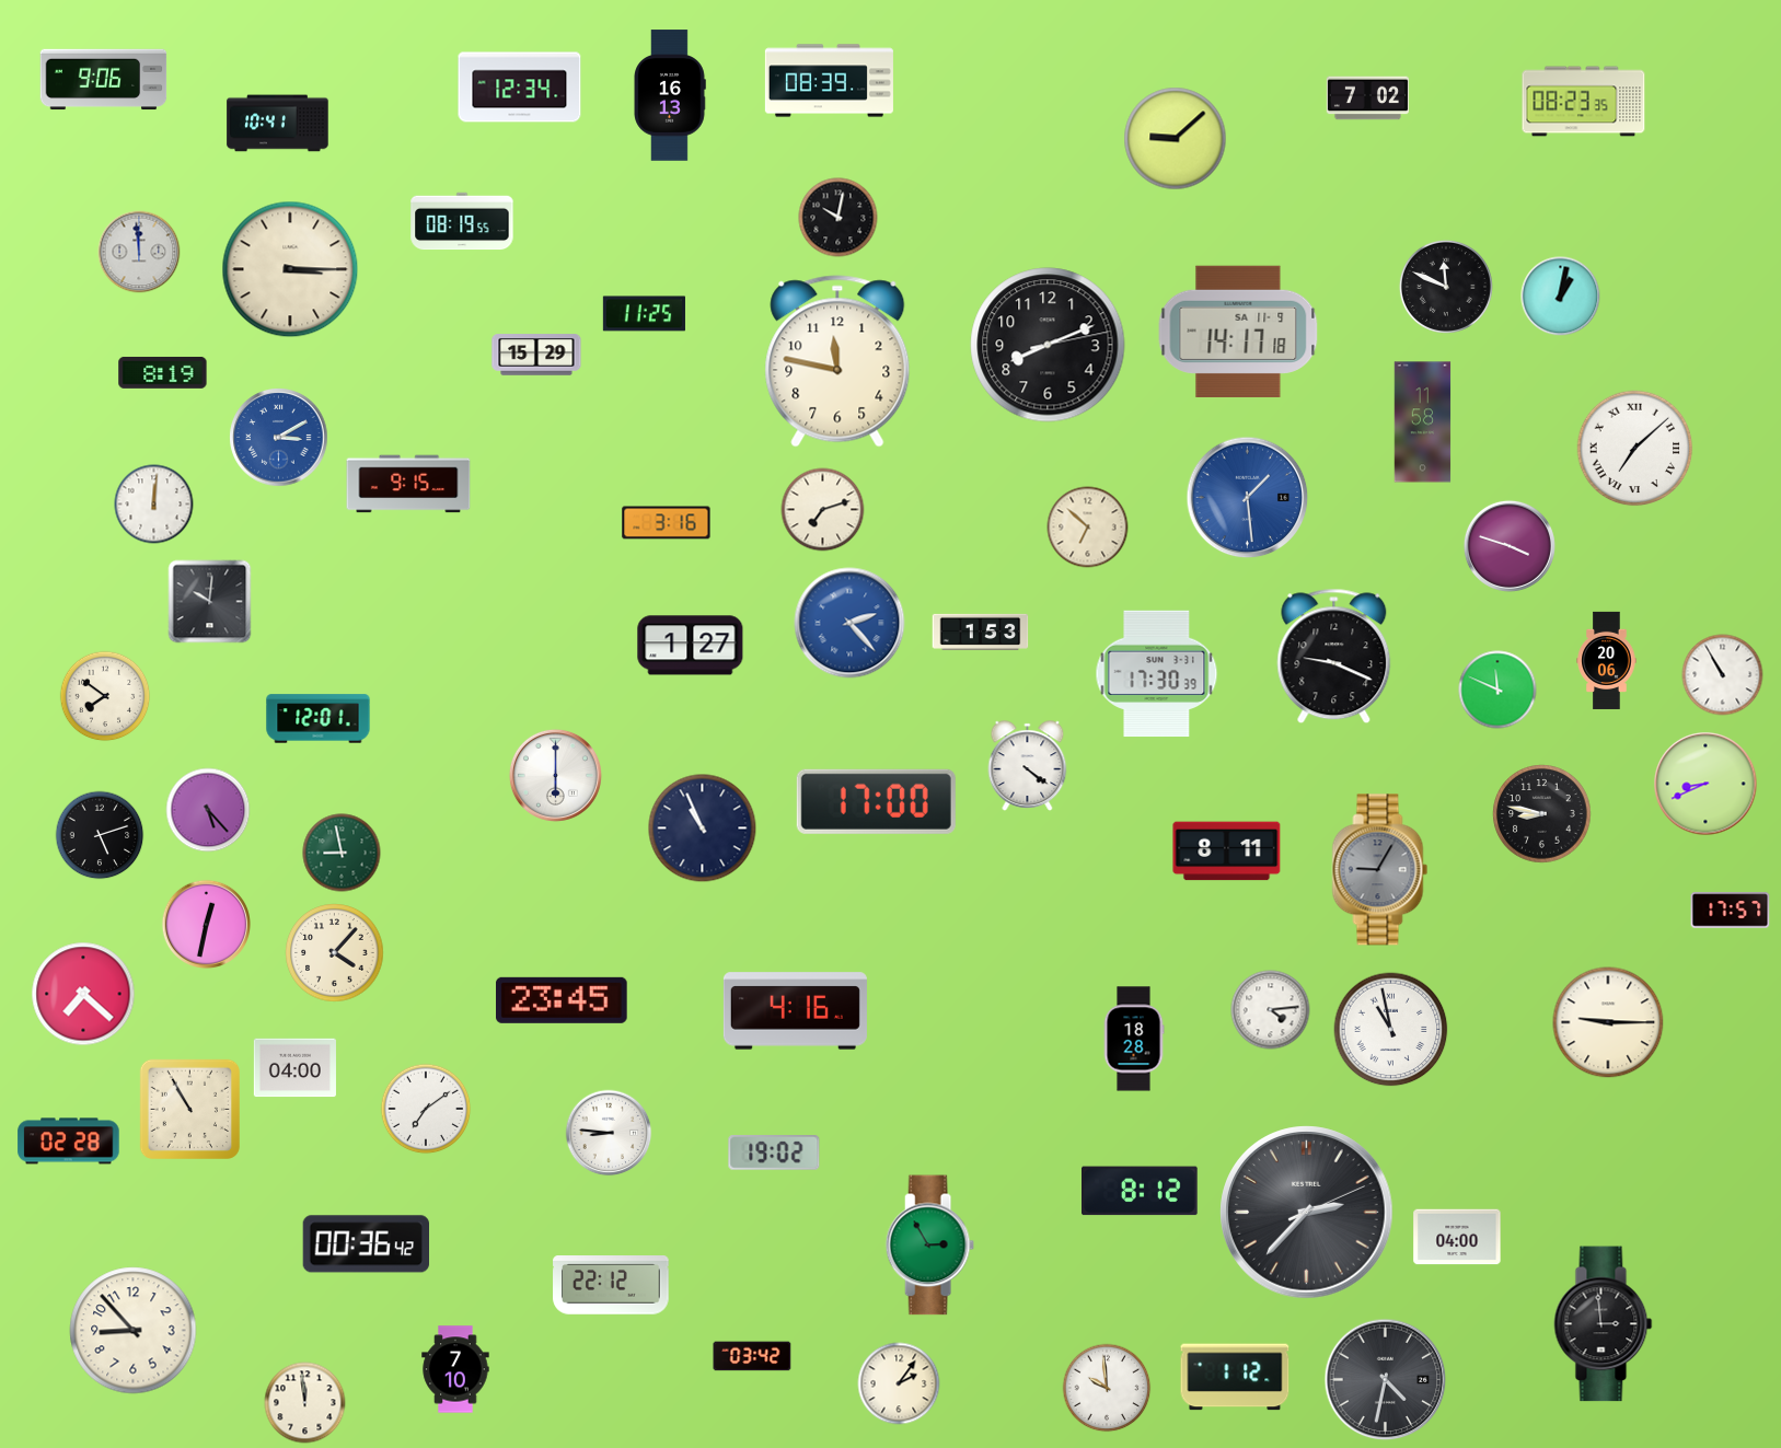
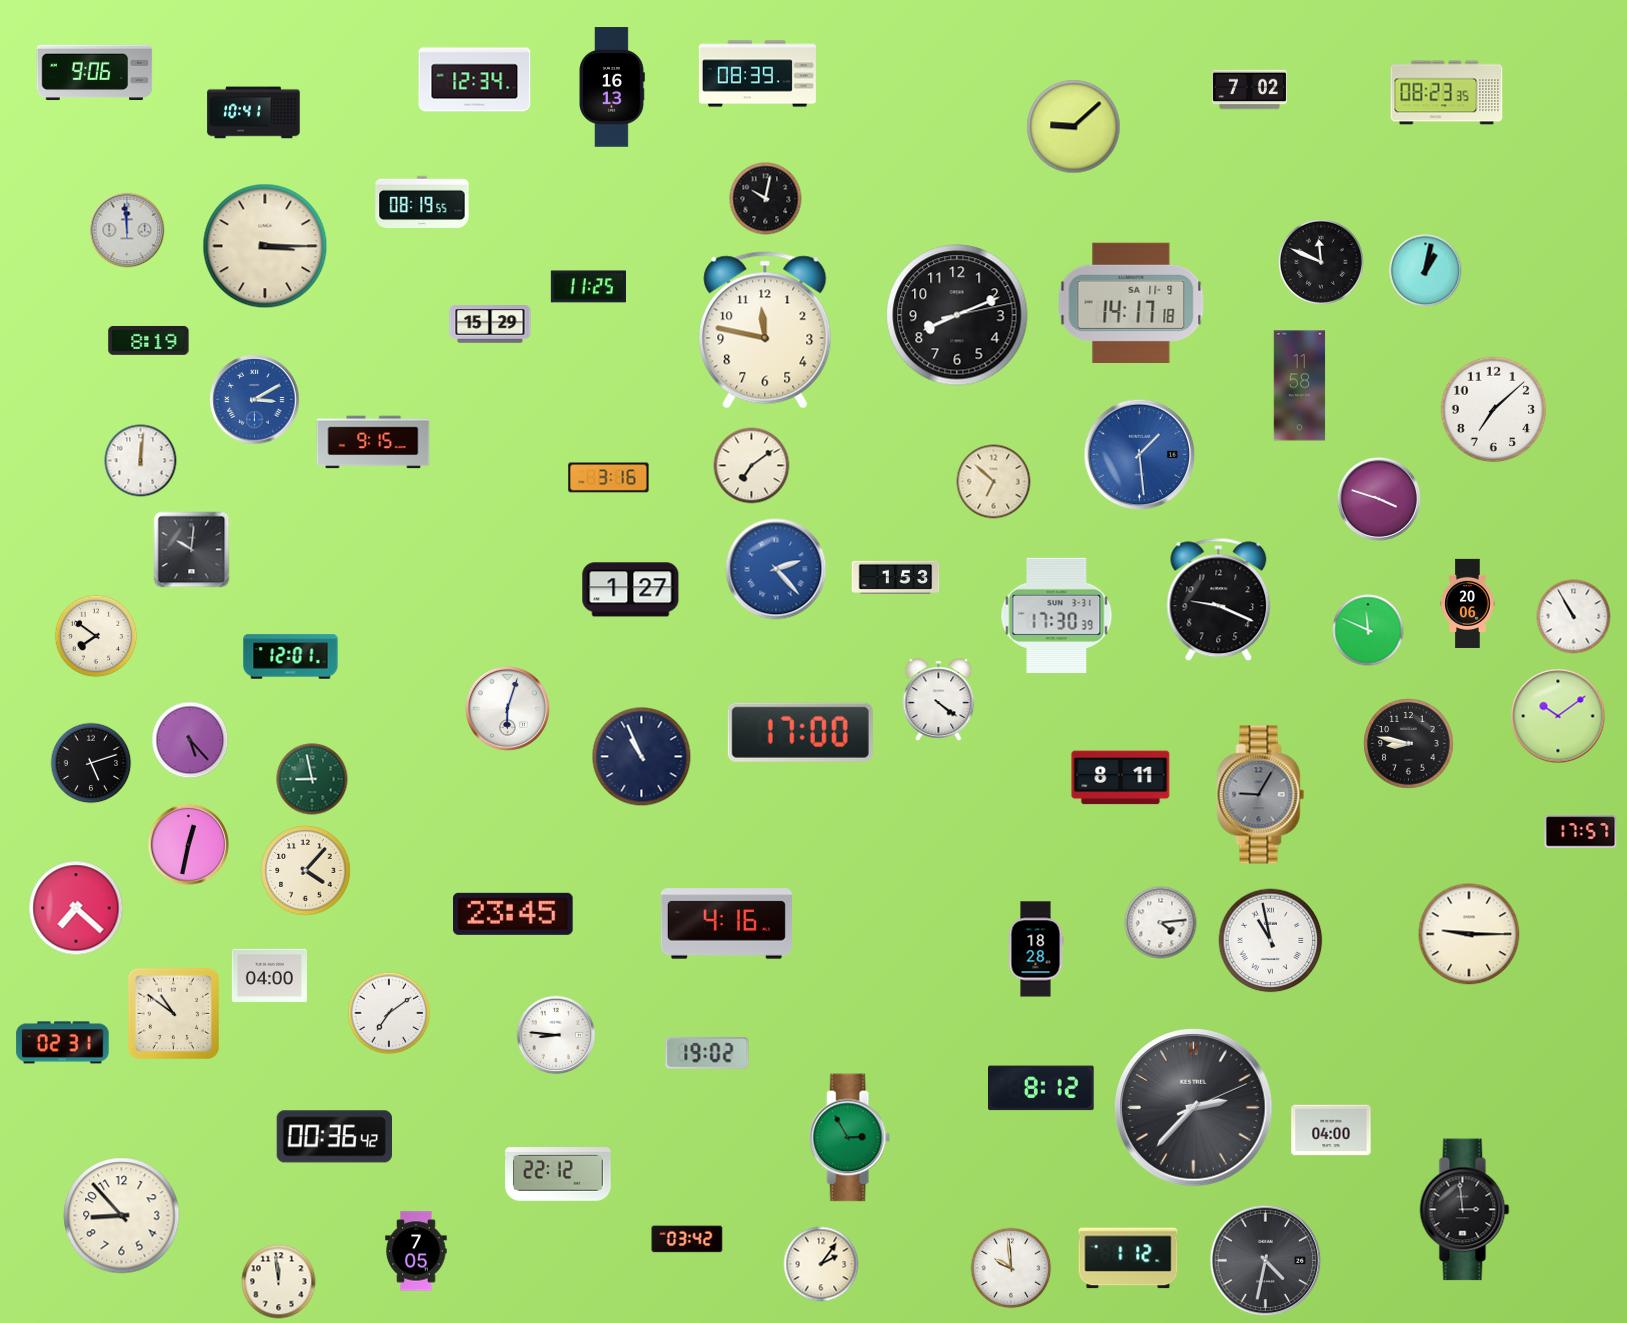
clock at (1635, 449) numerals: Roman -> Arabic
clock at (823, 510): 7:12 -> 7:09
clock at (555, 775): 6:00 -> 6:03
clock at (1705, 784): 8:41 -> 10:09
clock at (189, 1109): 10:55 -> 10:51
clock at (69, 1142): 02:28 -> 02:31
clock at (455, 1369): 7:10 -> 7:05
